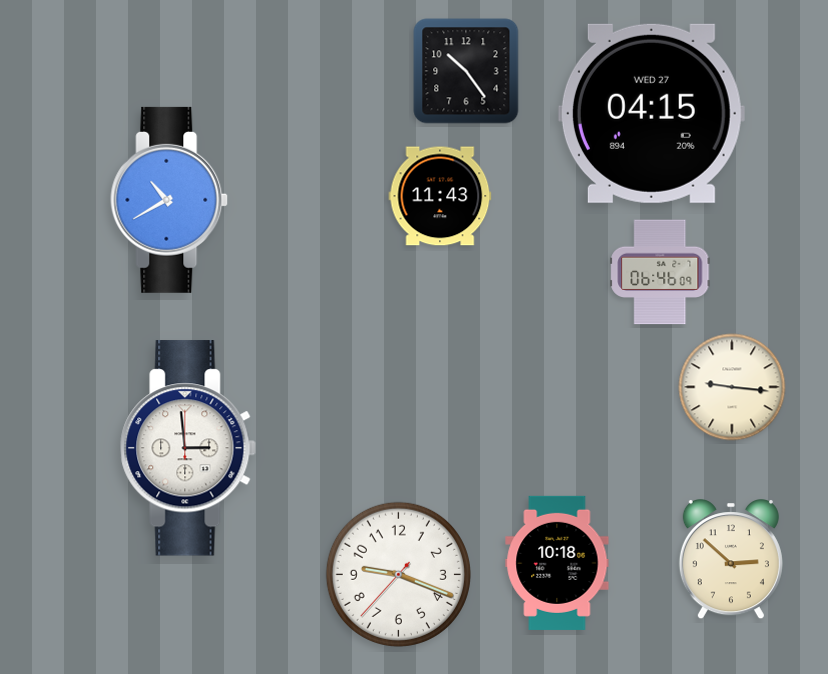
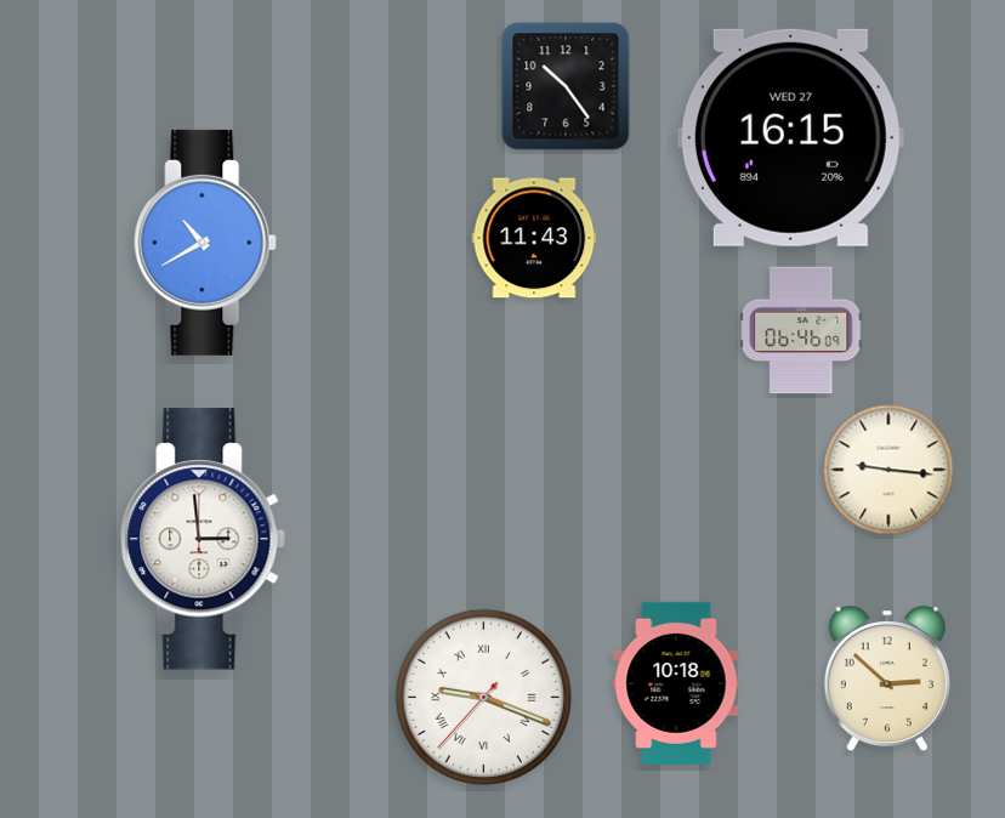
clock at (651, 113): 04:15 -> 16:15
clock at (188, 448) position: (188, 448) -> (203, 539)
clock at (398, 574) numerals: Arabic -> Roman
